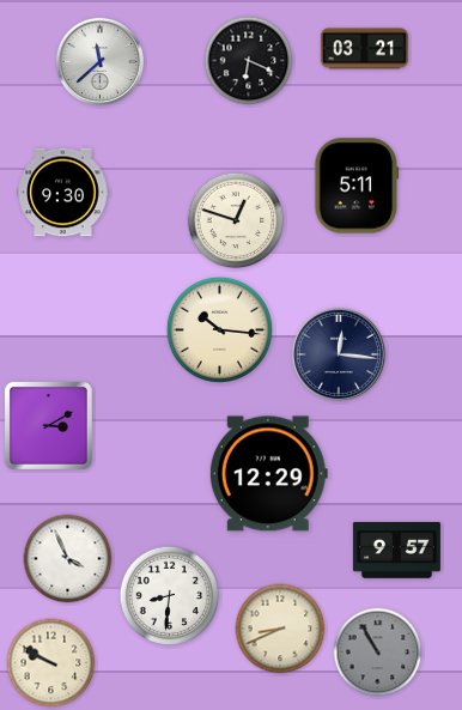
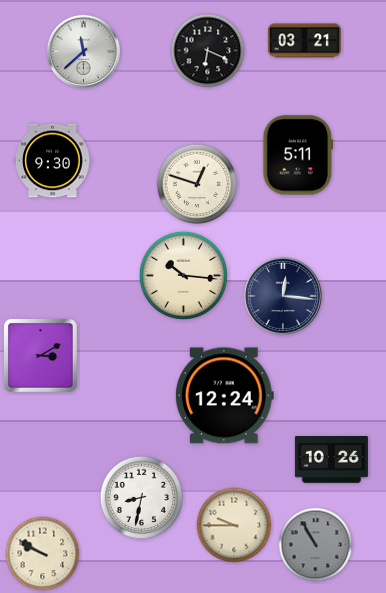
clock at (268, 474): 12:29 -> 12:24
clock at (396, 551): 9:57 -> 10:26
clock at (68, 559): 3:56 -> none
clock at (170, 596): 8:31 -> 8:32
clock at (280, 629): 8:41 -> 9:45
